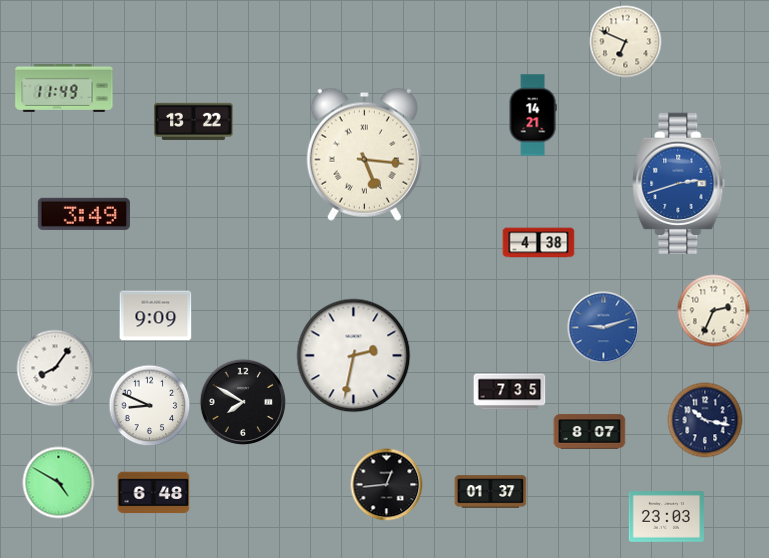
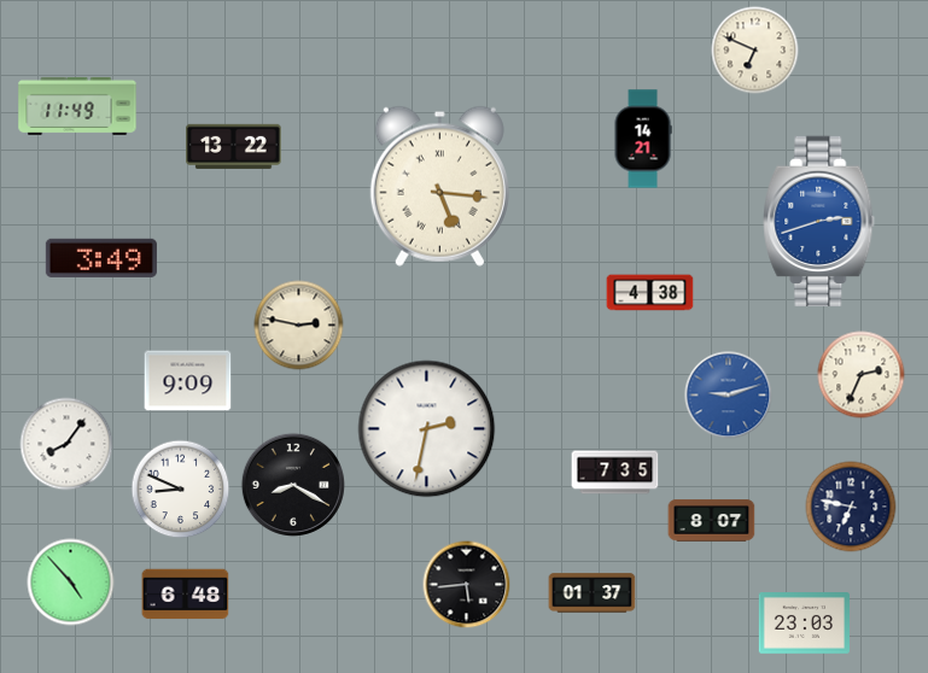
clock at (299, 326): none -> 2:47
clock at (243, 402): 7:50 -> 8:20
clock at (705, 420): 10:17 -> 6:47
clock at (59, 483): 4:50 -> 4:53
clock at (387, 485): 12:44 -> 5:44
